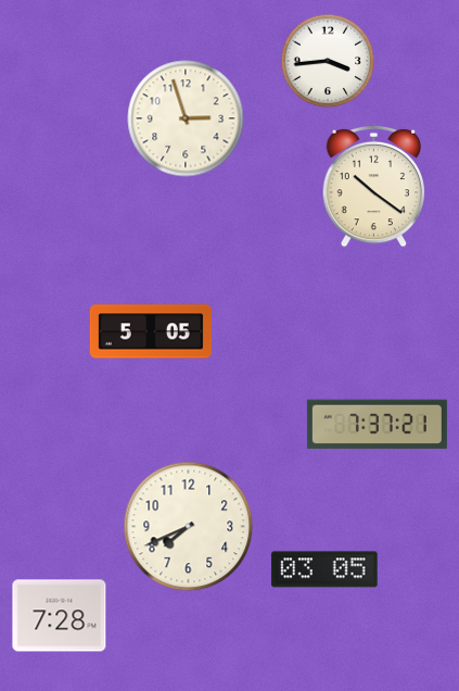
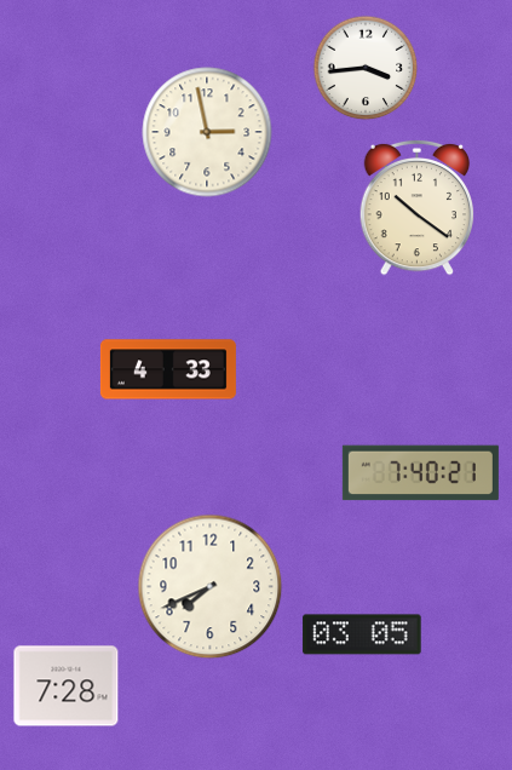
clock at (186, 118): 2:57 -> 2:58
clock at (151, 331): 5:05 -> 4:33
clock at (377, 425): 7:37 -> 7:40
